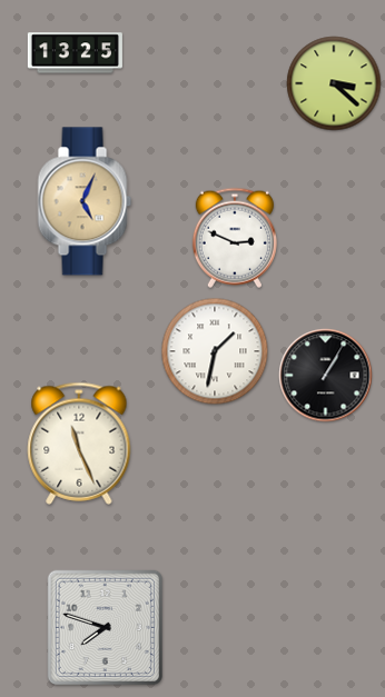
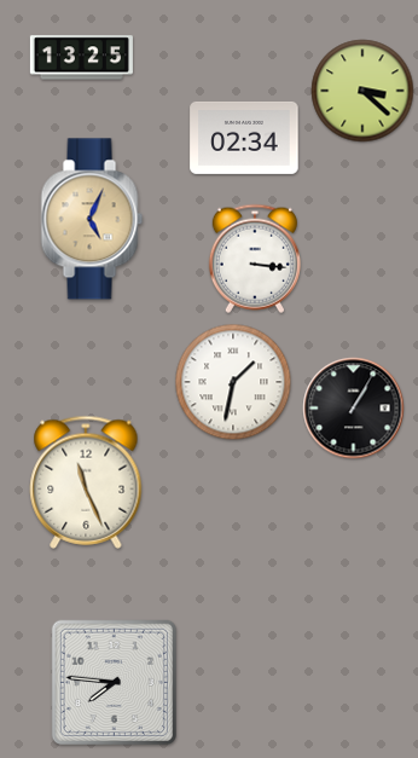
clock at (244, 138): none -> 02:34
clock at (235, 238): 2:49 -> 3:16
clock at (105, 627): 7:48 -> 7:46
